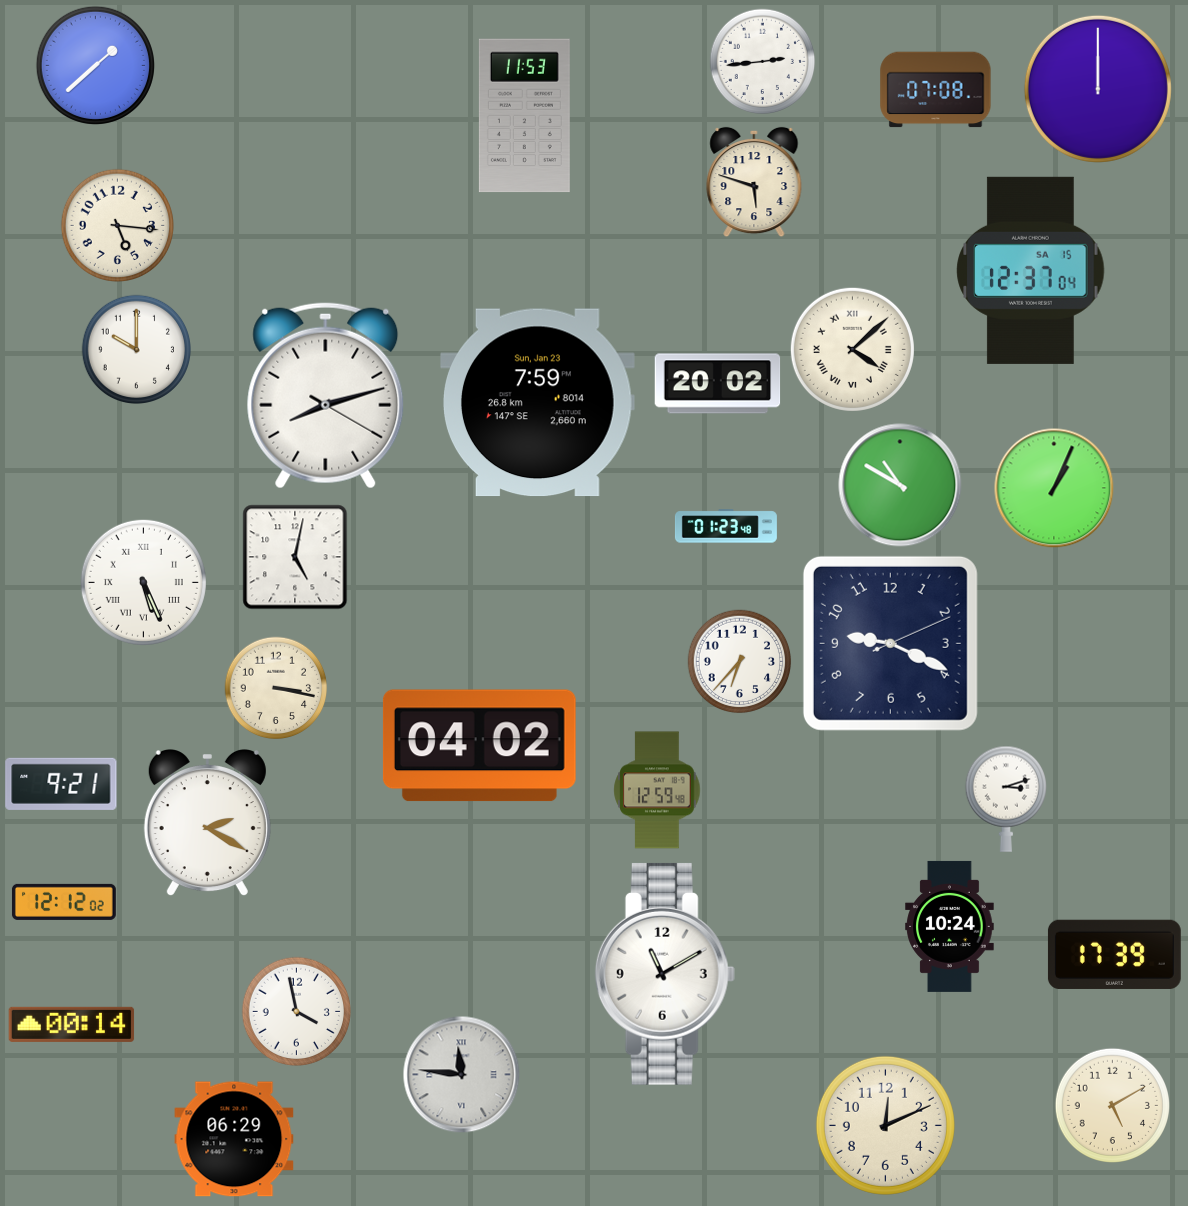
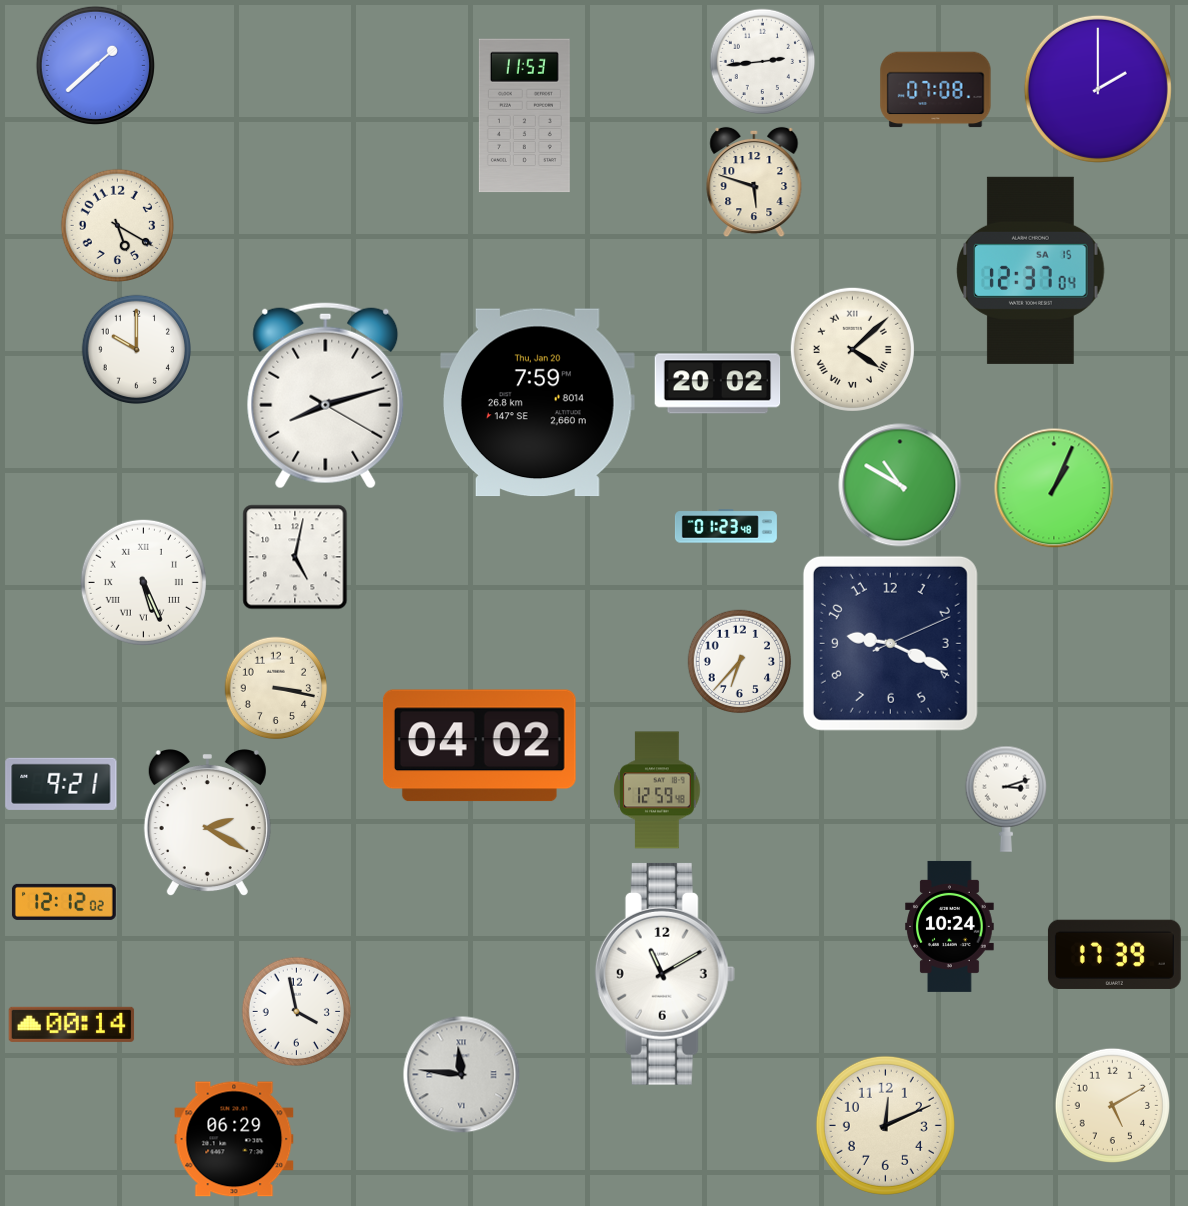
clock at (1098, 89): 12:00 -> 2:00
clock at (117, 225): 5:16 -> 5:20
clock at (538, 403) date: Sun, Jan 23 -> Thu, Jan 20
